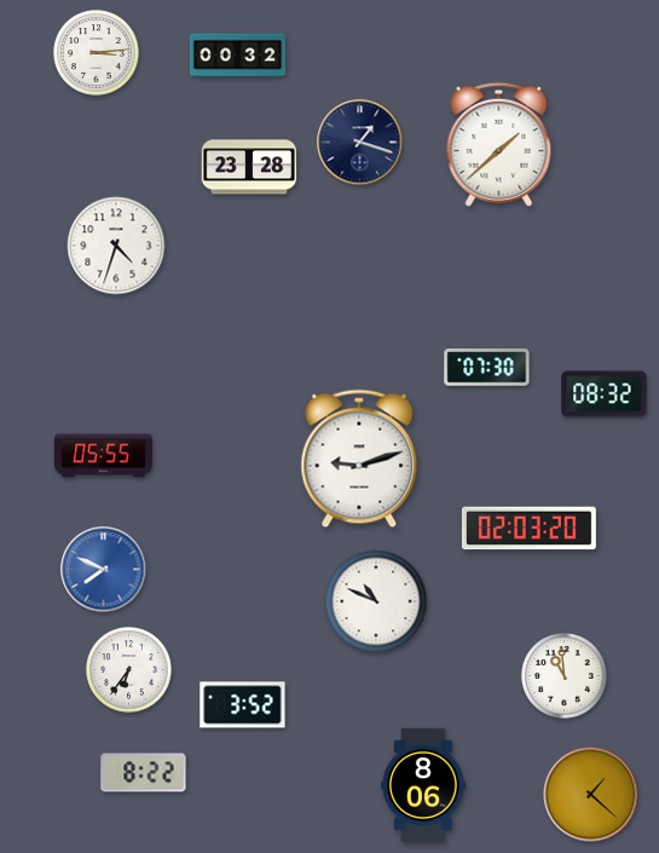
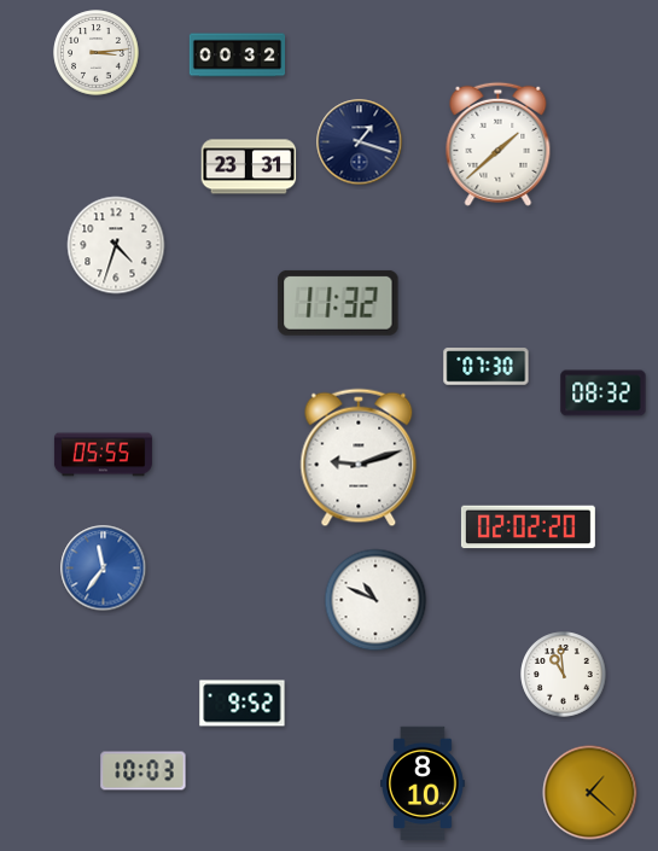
clock at (249, 167): 23:28 -> 23:31
clock at (338, 303): none -> 11:32
clock at (528, 529): 02:03 -> 02:02
clock at (104, 570): 7:49 -> 11:36
clock at (129, 670): 6:36 -> none
clock at (243, 705): 3:52 -> 9:52
clock at (144, 773): 8:22 -> 10:03
clock at (423, 784): 8:06 -> 8:10
